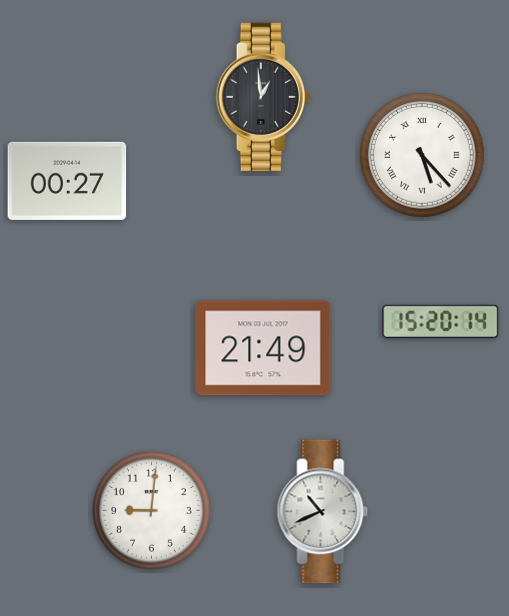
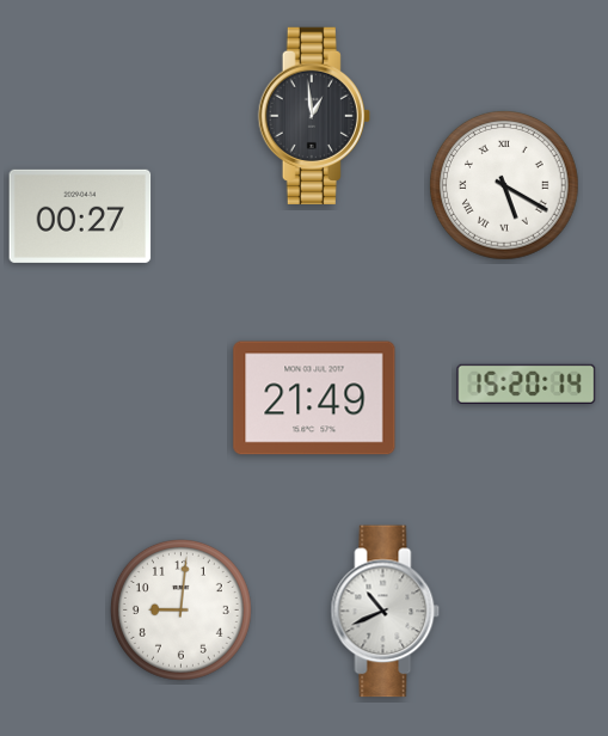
clock at (423, 156): 5:23 -> 5:20
clock at (263, 348) position: (263, 348) -> (314, 398)
